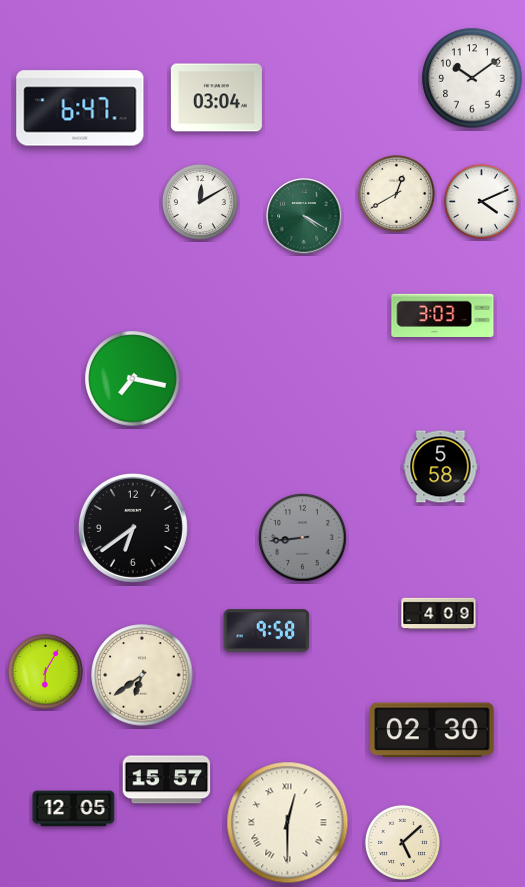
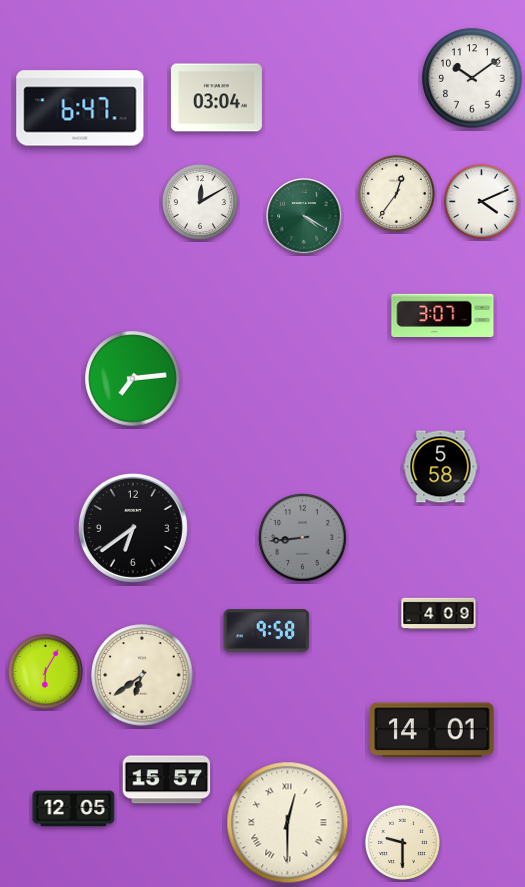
clock at (396, 193): 12:40 -> 12:36
clock at (443, 315): 3:03 -> 3:07
clock at (133, 379): 7:17 -> 7:14
clock at (432, 730): 02:30 -> 14:01
clock at (402, 842): 5:08 -> 9:30
